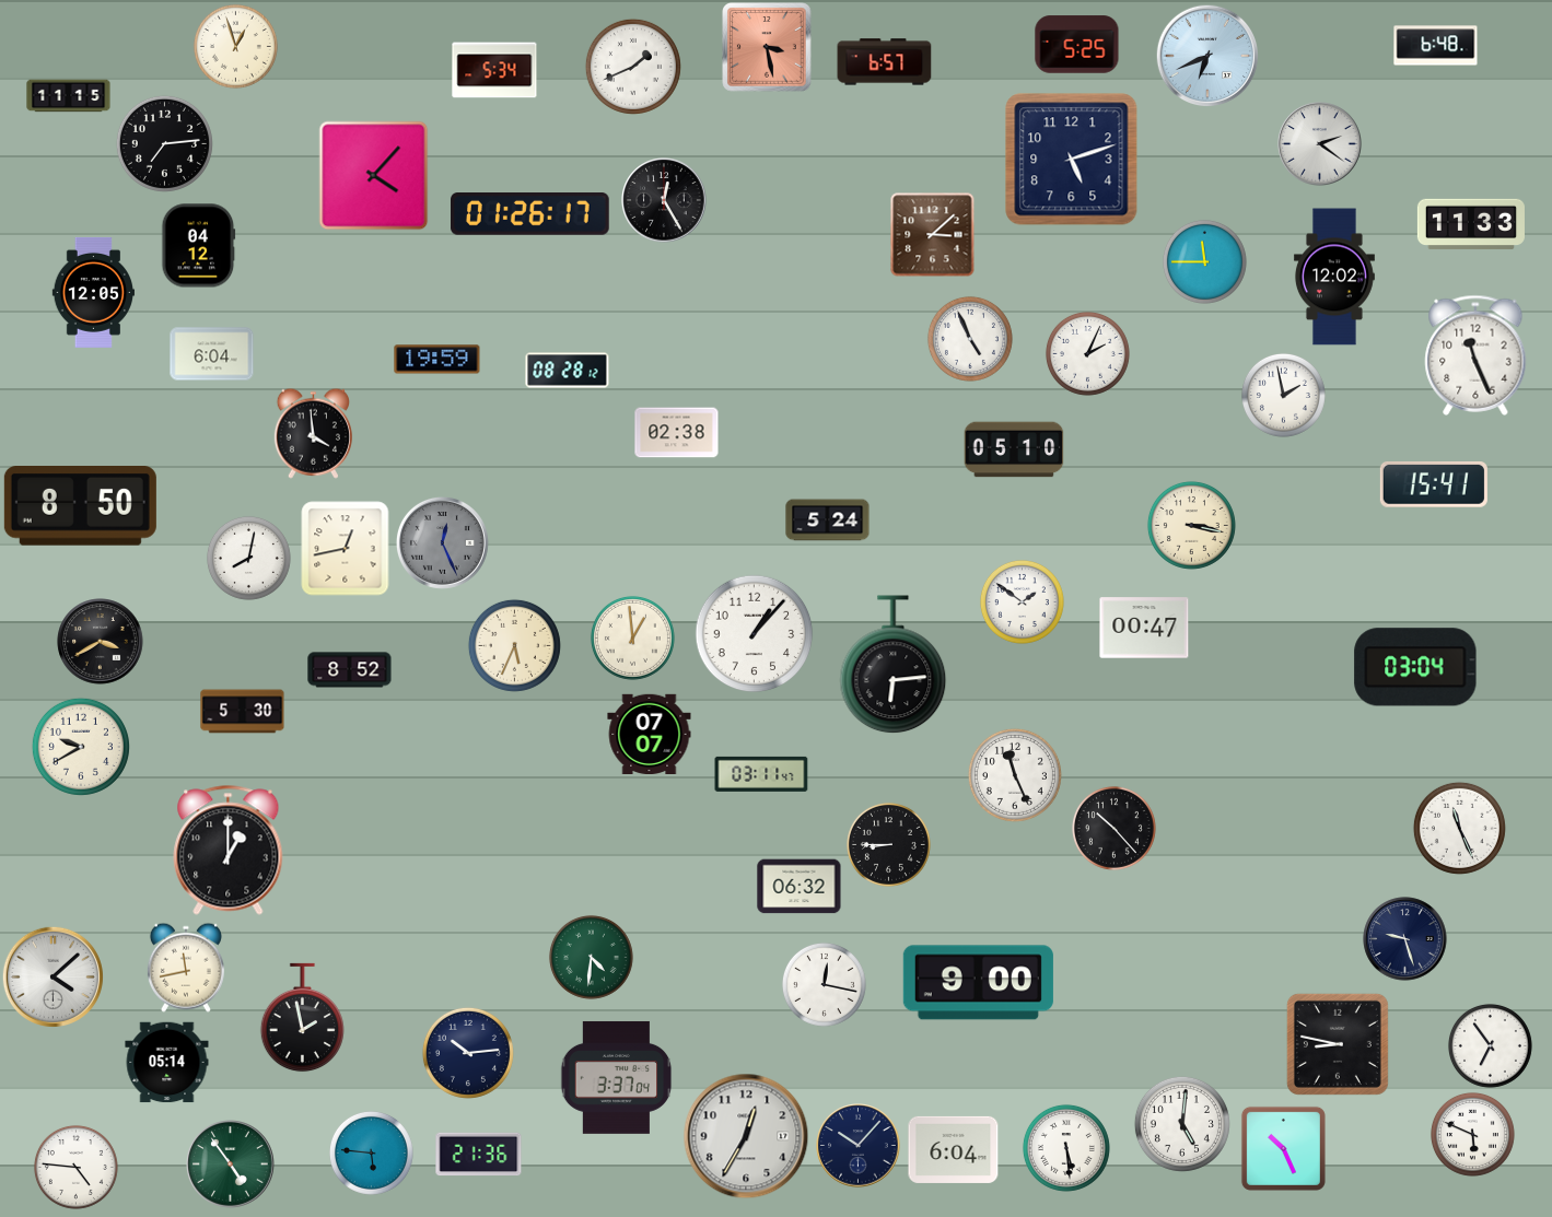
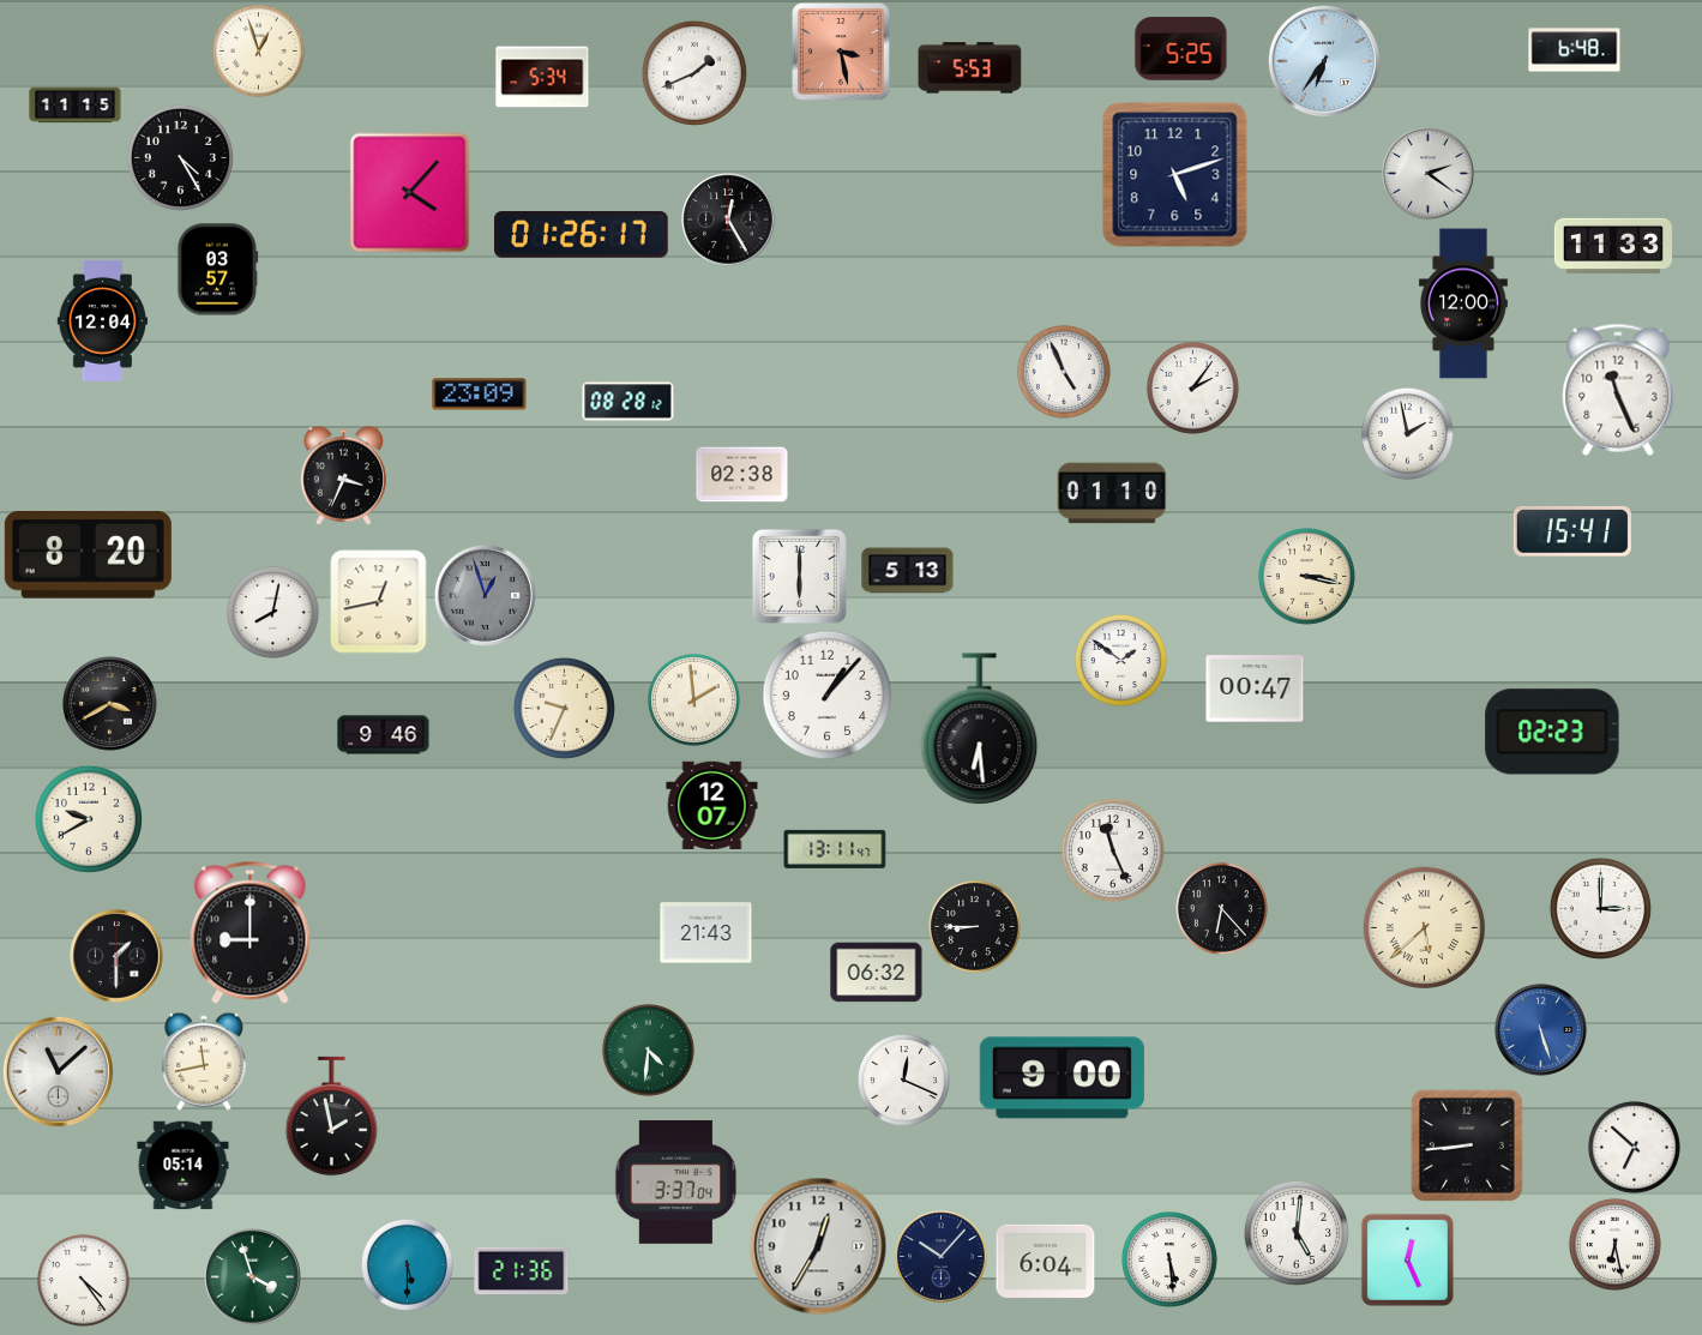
clock at (1206, 55): 6:41 -> 6:36
clock at (885, 62): 6:57 -> 5:53
clock at (164, 143): 7:14 -> 4:25
clock at (1320, 144) position: (1320, 144) -> (1429, 174)
clock at (933, 235): 3:08 -> none
clock at (199, 246): 04:12 -> 03:57
clock at (1204, 261): 11:45 -> none
clock at (1334, 277): 12:02 -> 12:00
clock at (93, 292): 12:05 -> 12:04
clock at (1087, 353): 2:04 -> 2:06
clock at (212, 354): 6:04 -> none
clock at (437, 360): 19:59 -> 23:09
clock at (568, 371) position: (568, 371) -> (629, 402)
clock at (313, 433): 3:59 -> 3:34
clock at (1014, 449): 05:10 -> 01:10
clock at (80, 506): 8:50 -> 8:20
clock at (828, 520): 5:24 -> 5:13
clock at (799, 576): none -> 6:00
clock at (442, 542): 12:26 -> 12:57
clock at (632, 637): 12:59 -> 1:59
clock at (514, 645): 5:34 -> 9:34
clock at (894, 665): 6:14 -> 6:29
clock at (1415, 667): 03:04 -> 02:23
clock at (350, 670): 8:52 -> 9:46
clock at (243, 712): 5:30 -> none
clock at (650, 734): 07:07 -> 12:07
clock at (761, 774): 03:11 -> 13:11
clock at (1113, 828): 10:23 -> 6:23
clock at (1459, 828): 11:26 -> 3:00
clock at (1424, 927): none -> 5:38
clock at (229, 851): 1:00 -> 9:00
clock at (706, 933): none -> 21:43
clock at (116, 956): none -> 1:30
clock at (1405, 939): 9:27 -> 5:27
clock at (1405, 939) dial: navy -> blue
clock at (52, 976): 4:08 -> 11:08
clock at (978, 983) position: (978, 983) -> (1062, 1078)
clock at (824, 984): 12:17 -> 12:19
clock at (1338, 1044): 8:47 -> 8:44
clock at (1490, 1045): 6:54 -> 6:52
clock at (468, 1053): 10:14 -> none
clock at (1472, 1134): 5:49 -> 6:28
clock at (1283, 1148): 10:26 -> 12:26
clock at (371, 1152): 5:46 -> 5:30
clock at (479, 1155) position: (479, 1155) -> (522, 1271)
clock at (231, 1165): 4:54 -> 3:57
clock at (75, 1167): 4:46 -> 4:24
